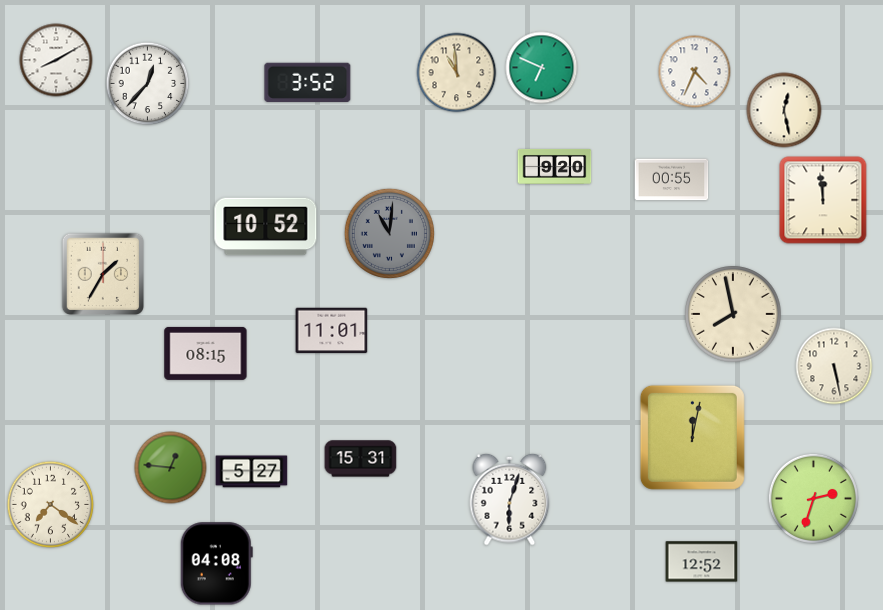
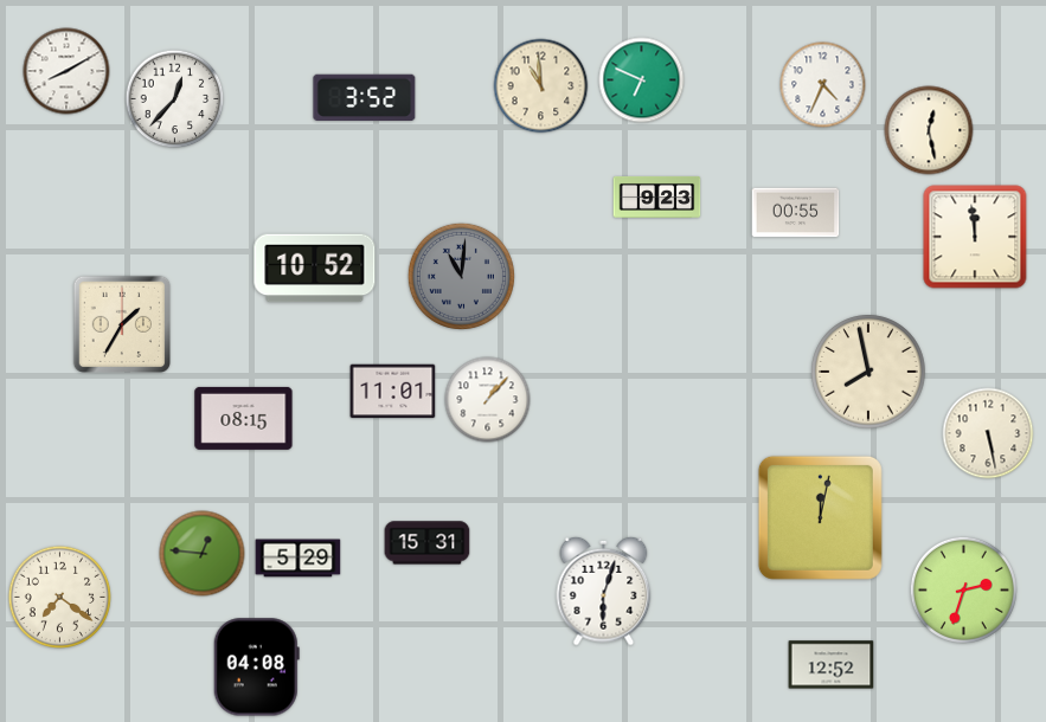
clock at (555, 166): 9:20 -> 9:23
clock at (488, 400): none -> 1:07
clock at (252, 472): 5:27 -> 5:29
